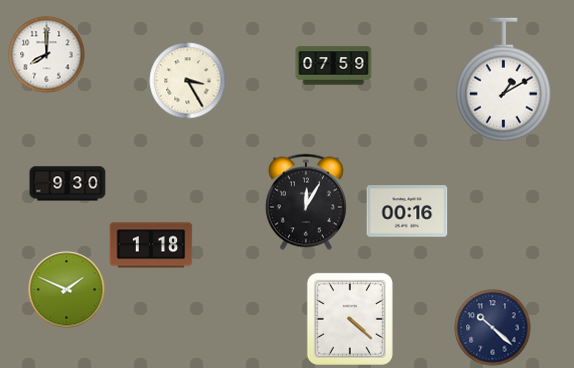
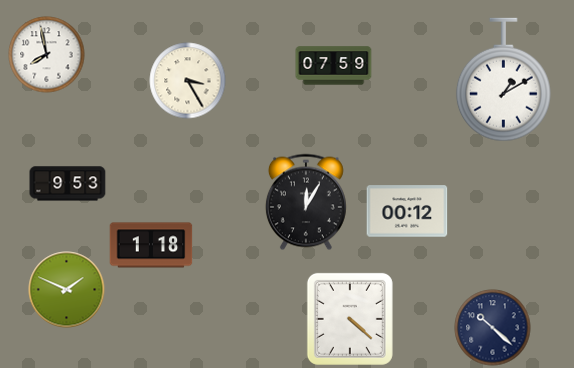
clock at (47, 55): 8:00 -> 7:58
clock at (68, 184): 9:30 -> 9:53
clock at (407, 211): 00:16 -> 00:12
